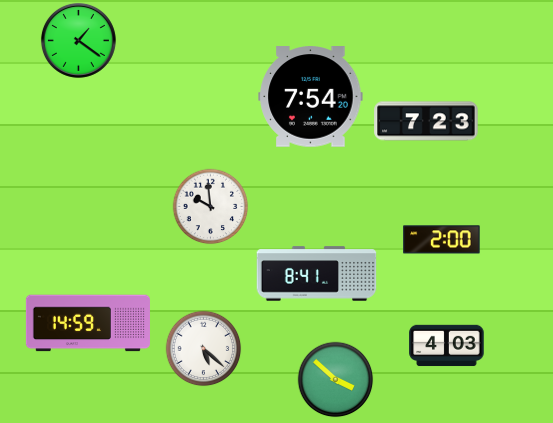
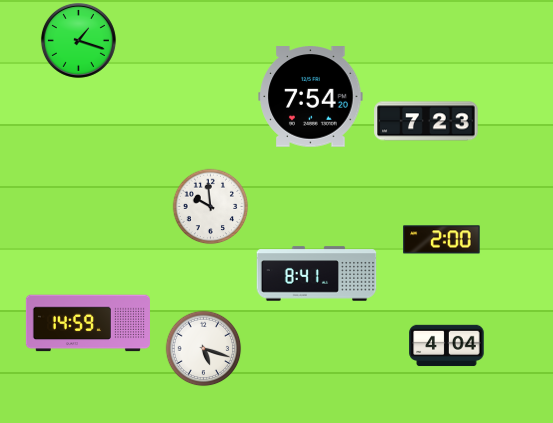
clock at (78, 40): 1:21 -> 1:18
clock at (447, 346): 4:03 -> 4:04
clock at (204, 349): 5:22 -> 5:18
clock at (336, 380): 3:52 -> none
